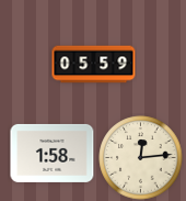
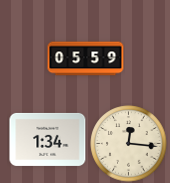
clock at (53, 153): 1:58 -> 1:34
clock at (141, 158): 12:14 -> 12:16
